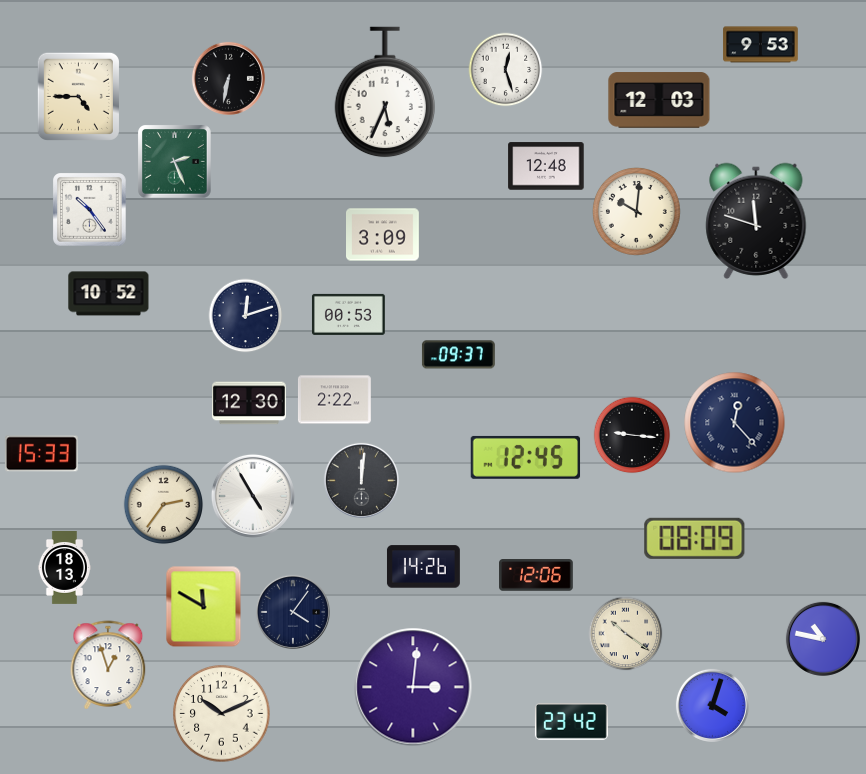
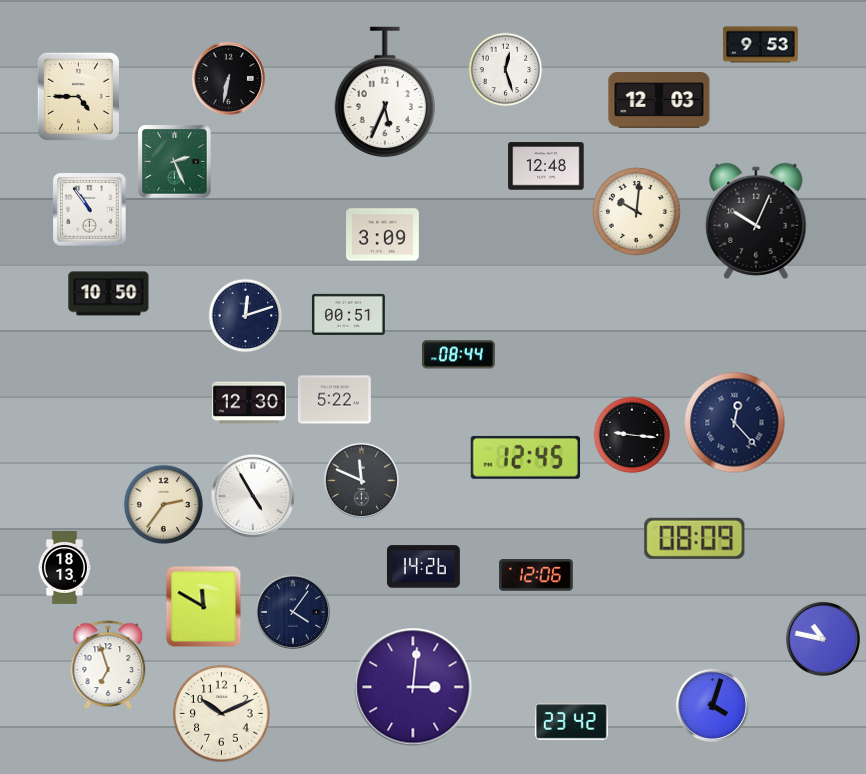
clock at (90, 210): 10:24 -> 10:54
clock at (756, 221): 11:48 -> 10:04
clock at (109, 294): 10:52 -> 10:50
clock at (348, 314): 00:53 -> 00:51
clock at (458, 355): 09:37 -> 08:44
clock at (334, 400): 2:22 -> 5:22
clock at (41, 454): 15:33 -> none
clock at (361, 480): 12:01 -> 11:49
clock at (626, 634): 10:21 -> none
clock at (108, 665): 12:57 -> 6:57
